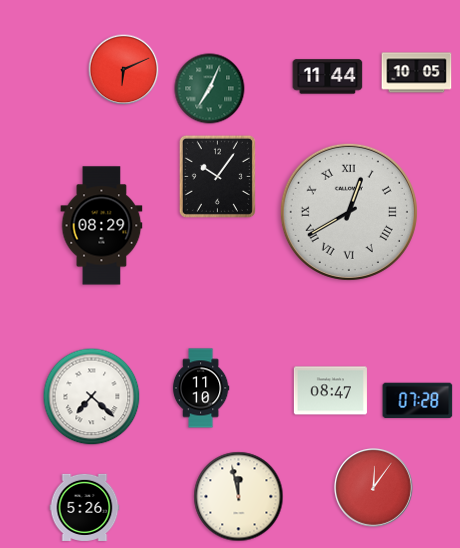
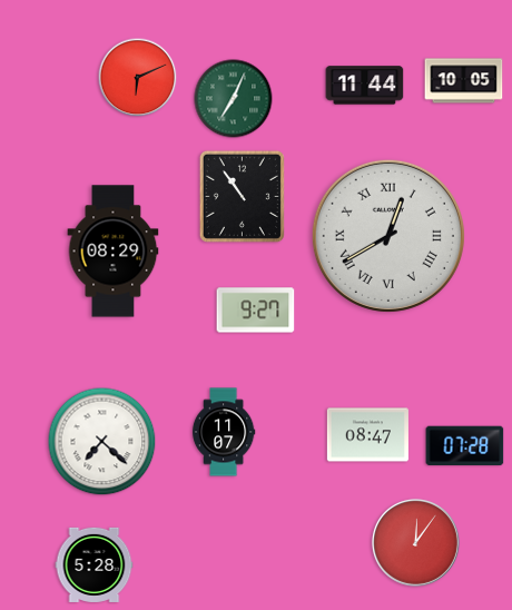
clock at (217, 176): 10:06 -> 10:54
clock at (256, 311): none -> 9:27
clock at (201, 388): 11:10 -> 11:07
clock at (239, 497): 11:58 -> none
clock at (85, 507): 5:26 -> 5:28
